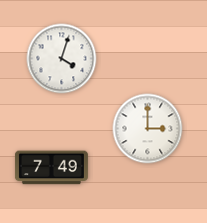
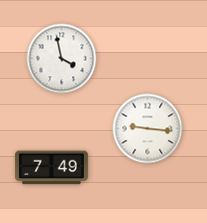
clock at (62, 59): 4:03 -> 3:58
clock at (148, 129): 3:00 -> 9:16
